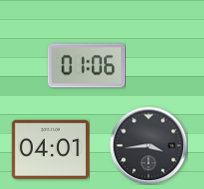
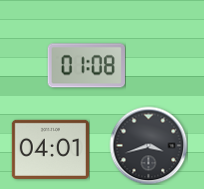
clock at (86, 66): 01:06 -> 01:08
clock at (148, 145): 3:44 -> 3:42
